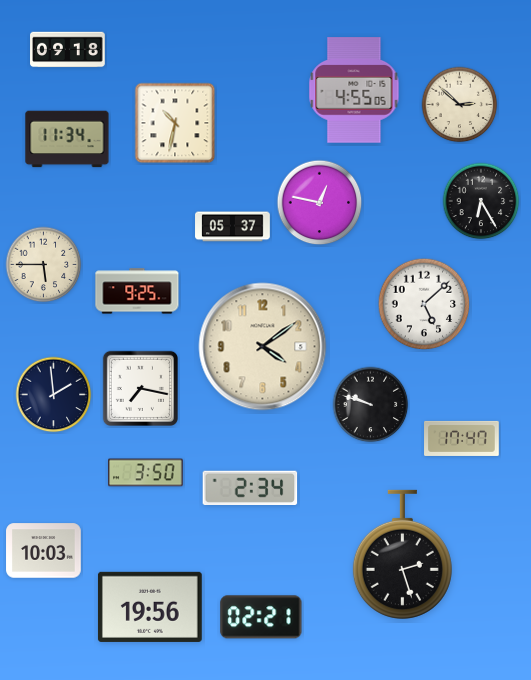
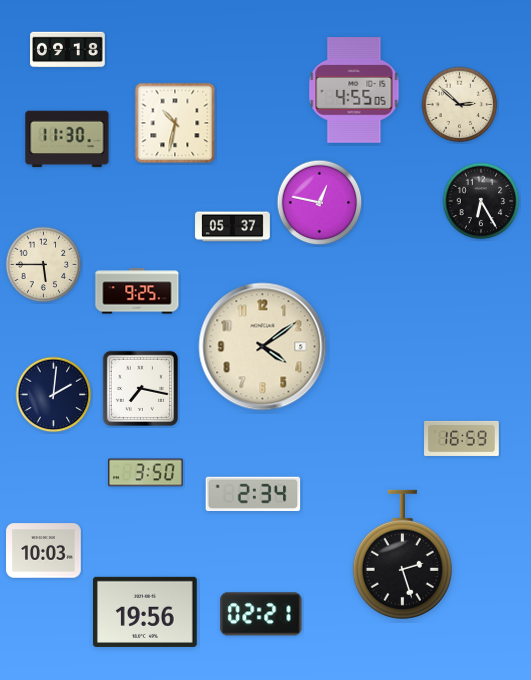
clock at (67, 139): 11:34 -> 11:30
clock at (424, 304): 5:08 -> none
clock at (54, 395): 1:59 -> 2:01
clock at (371, 405): 9:48 -> none
clock at (462, 438): 17:47 -> 16:59
clock at (250, 488) position: (250, 488) -> (253, 494)
clock at (150, 607) position: (150, 607) -> (145, 612)
clock at (261, 617) position: (261, 617) -> (261, 614)
